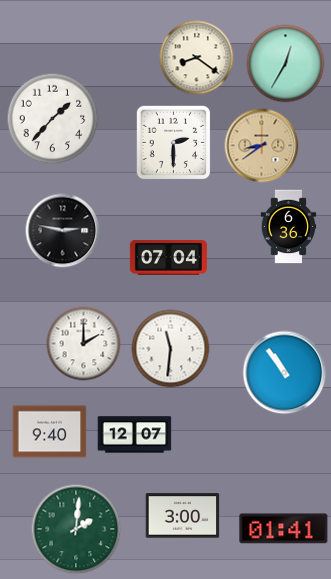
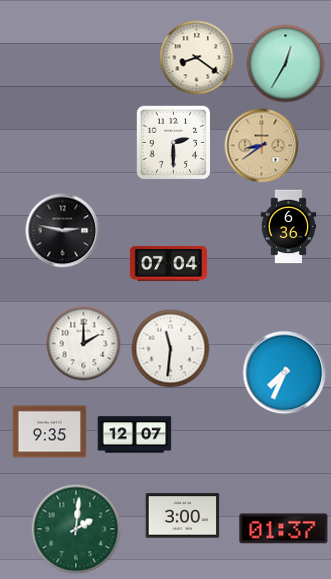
clock at (53, 119): 1:37 -> none
clock at (168, 257) position: (168, 257) -> (168, 263)
clock at (285, 373): 10:54 -> 7:34
clock at (50, 432): 9:40 -> 9:35
clock at (284, 529): 01:41 -> 01:37
